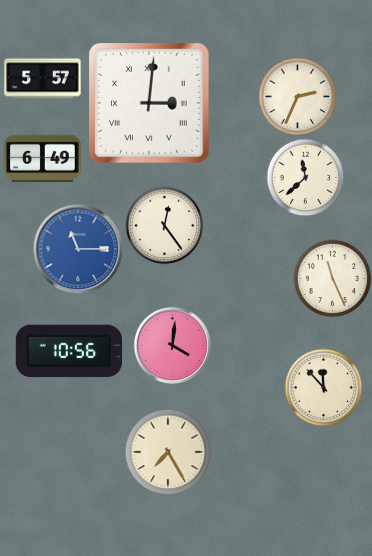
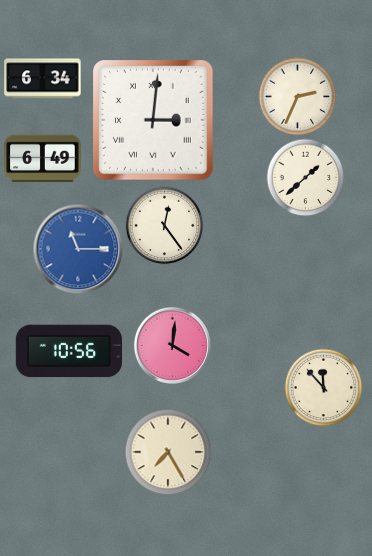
clock at (43, 79): 5:57 -> 6:34
clock at (150, 104) position: (150, 104) -> (154, 121)
clock at (305, 177): 11:38 -> 1:38
clock at (332, 278): 11:26 -> none
